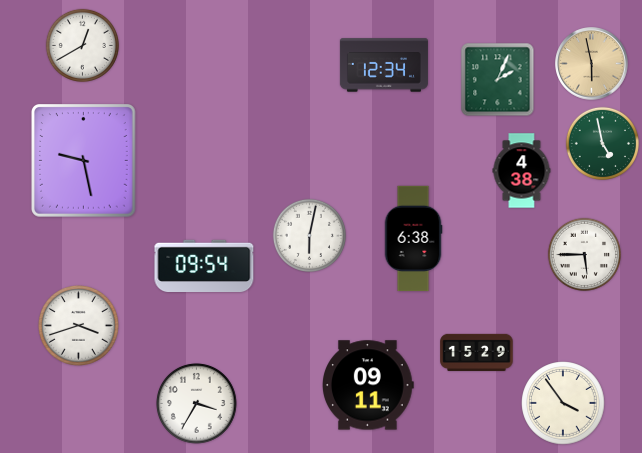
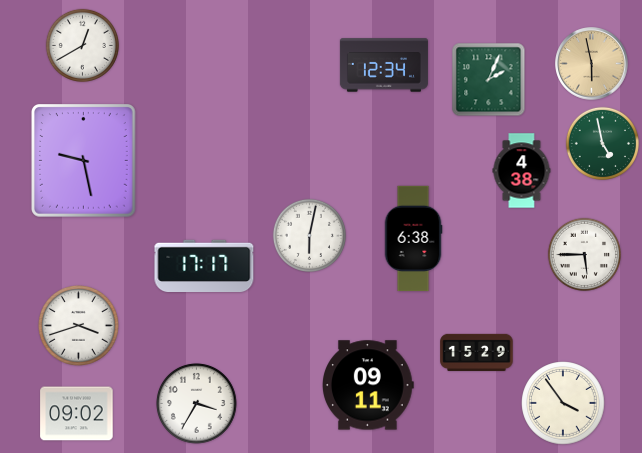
clock at (498, 80) position: (498, 80) -> (489, 80)
clock at (204, 265): 09:54 -> 17:17
clock at (77, 414): none -> 09:02
